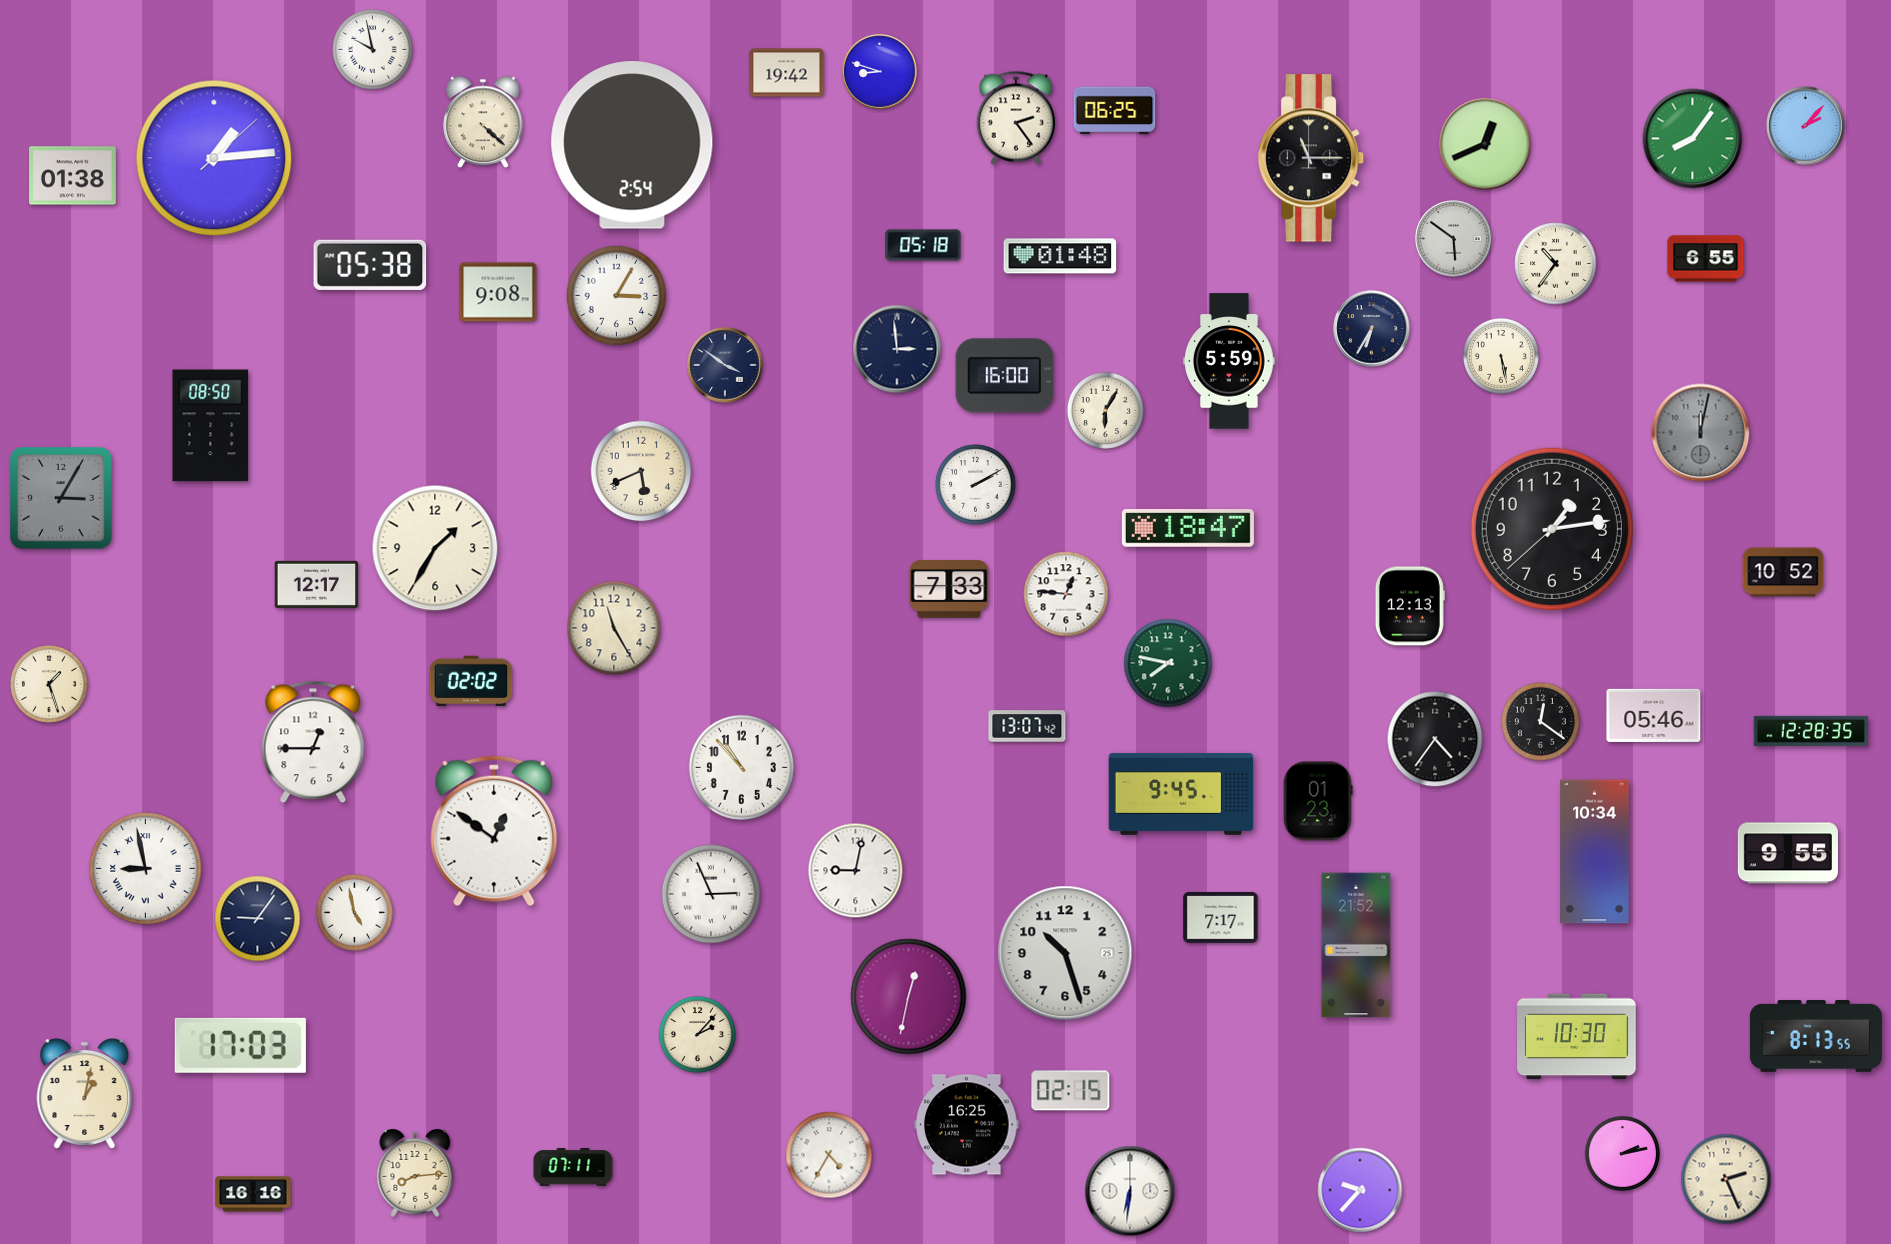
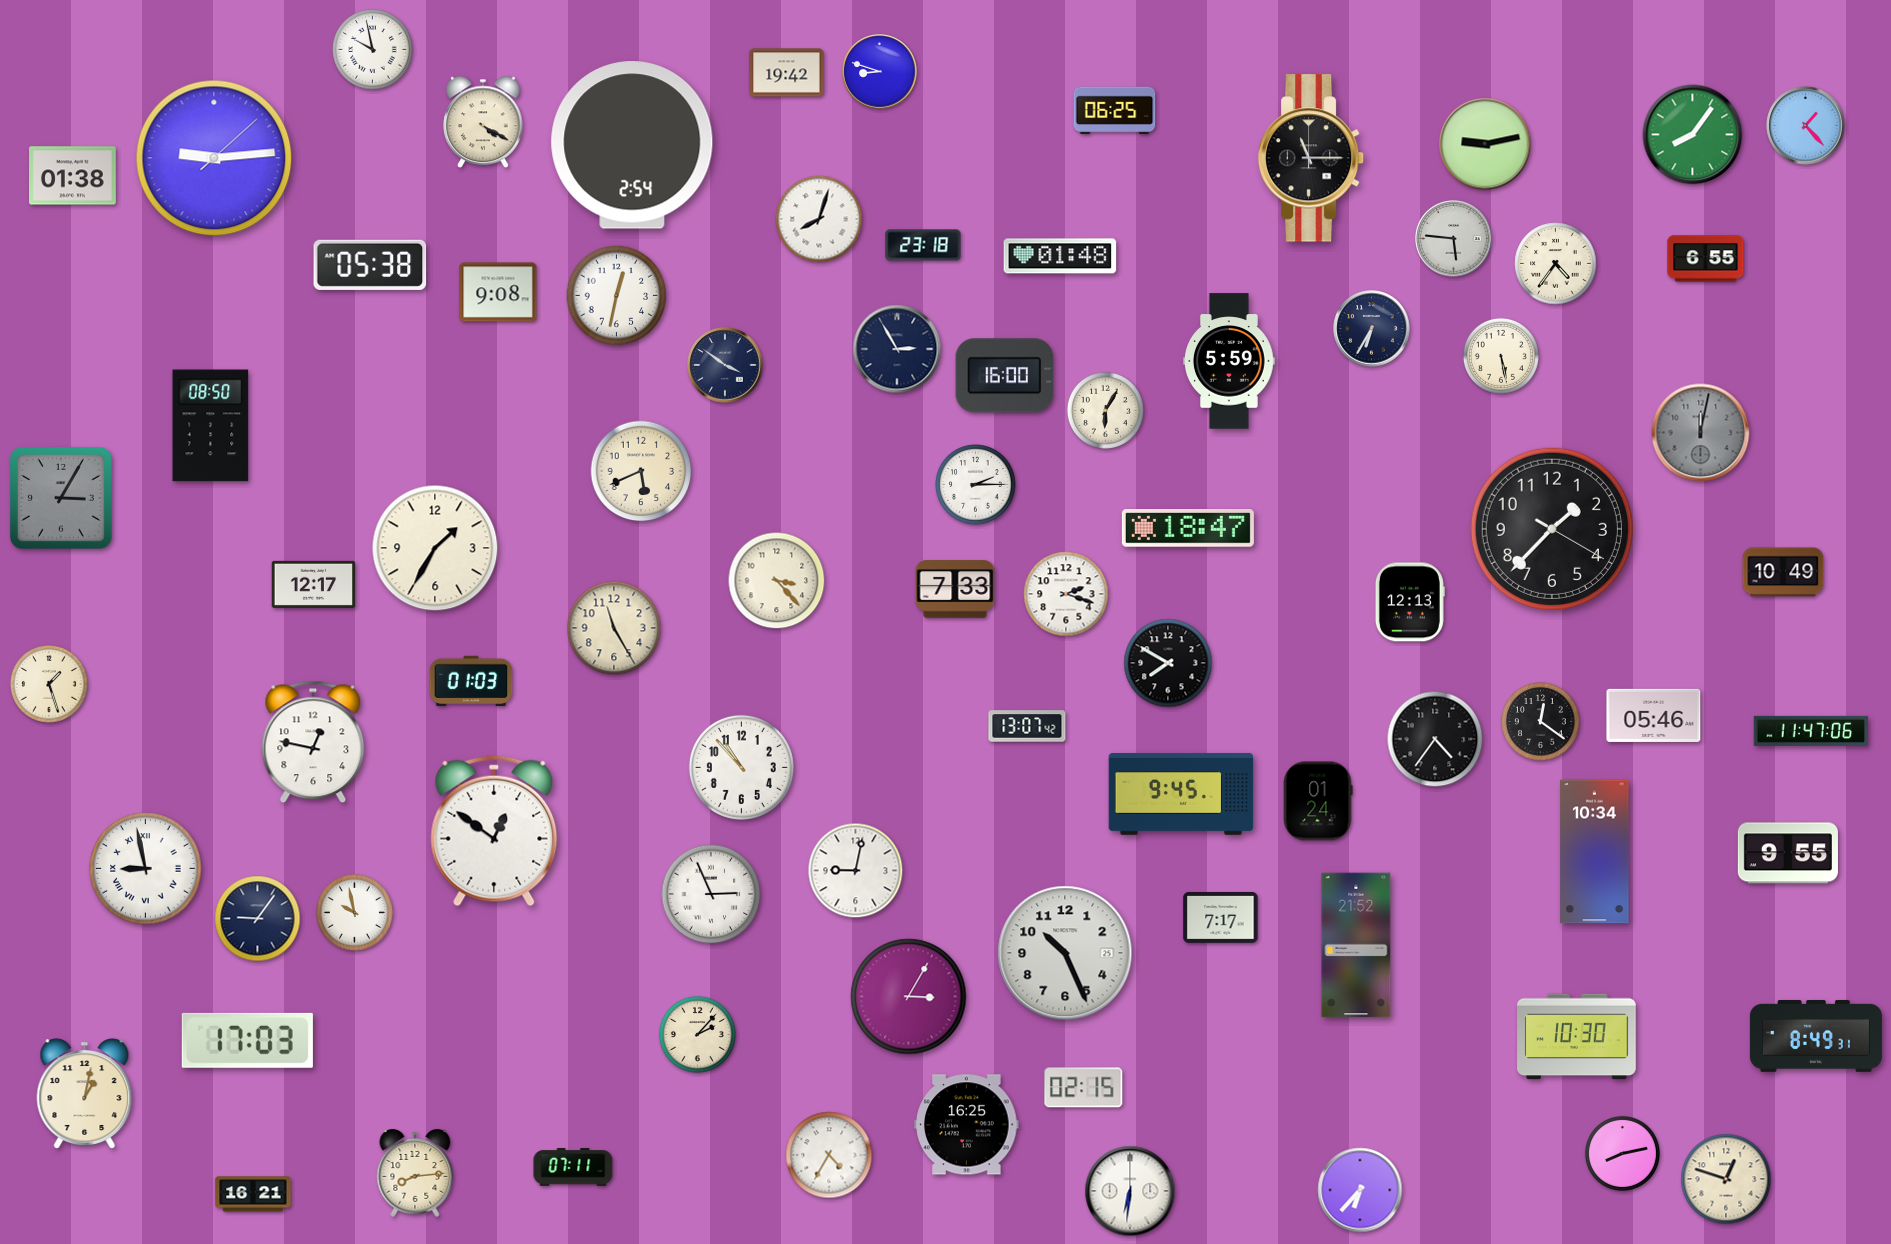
clock at (1016, 118): 2:24 -> none
clock at (483, 122): 4:22 -> 4:20
clock at (1806, 126): 2:07 -> 1:23
clock at (1693, 139) position: (1693, 139) -> (1693, 135)
clock at (1485, 144): 12:41 -> 9:13
clock at (214, 158): 1:14 -> 9:14
clock at (819, 219): none -> 8:03
clock at (1454, 239): 5:51 -> 5:46
clock at (923, 245): 05:18 -> 23:18
clock at (1556, 264): 10:36 -> 4:36
clock at (617, 296): 3:05 -> 12:32
clock at (897, 349): 2:59 -> 2:55
clock at (976, 485): 2:10 -> 2:15
clock at (1552, 529): 1:13 -> 1:37
clock at (1783, 572): 10:52 -> 10:49
clock at (777, 581): none -> 3:23
clock at (317, 584) position: (317, 584) -> (314, 584)
clock at (949, 589) position: (949, 589) -> (955, 589)
clock at (1066, 594): 12:46 -> 2:18
clock at (1410, 606) position: (1410, 606) -> (1410, 602)
clock at (1168, 663): 7:47 -> 7:50
clock at (1168, 663) dial: green -> black
clock at (471, 680): 02:02 -> 01:03
clock at (1811, 731): 12:28 -> 11:47
clock at (313, 742): 12:45 -> 12:47
clock at (1318, 801): 01:23 -> 01:24
clock at (354, 912): 4:58 -> 9:58
clock at (1065, 953): 10:27 -> 10:26
clock at (909, 997): 12:32 -> 3:05
clock at (1816, 1036): 8:13 -> 8:49
clock at (240, 1045) position: (240, 1045) -> (247, 1040)
clock at (1071, 1091) position: (1071, 1091) -> (1084, 1088)
clock at (1622, 1153): 2:13 -> 8:13
clock at (1726, 1179): 2:26 -> 12:48
clock at (1360, 1190): 9:37 -> 6:37
clock at (253, 1194): 16:16 -> 16:21
